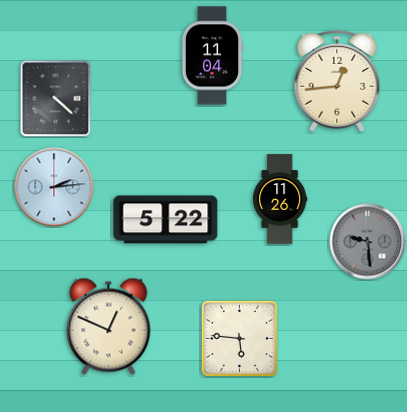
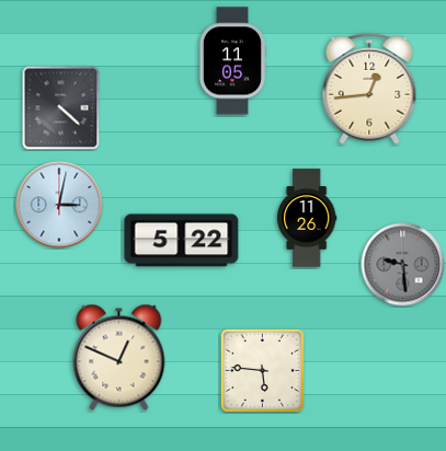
clock at (211, 56): 11:04 -> 11:05
clock at (54, 187): 2:14 -> 3:02
